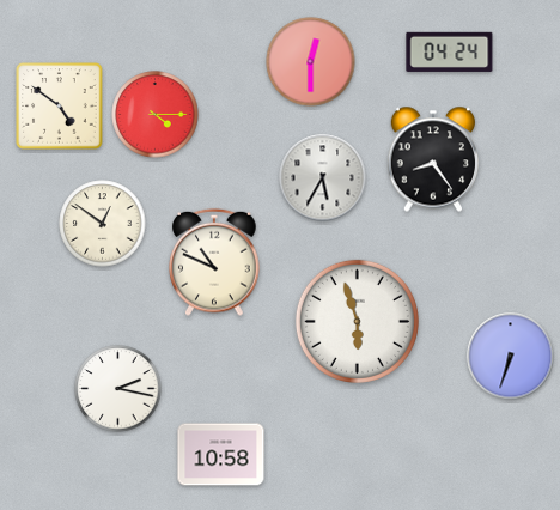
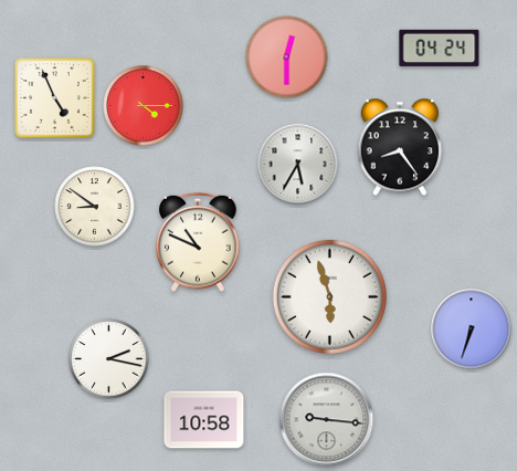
clock at (450, 51) position: (450, 51) -> (440, 48)
clock at (60, 107): 4:51 -> 4:56
clock at (103, 224): 12:51 -> 8:51
clock at (327, 420): none -> 9:16
